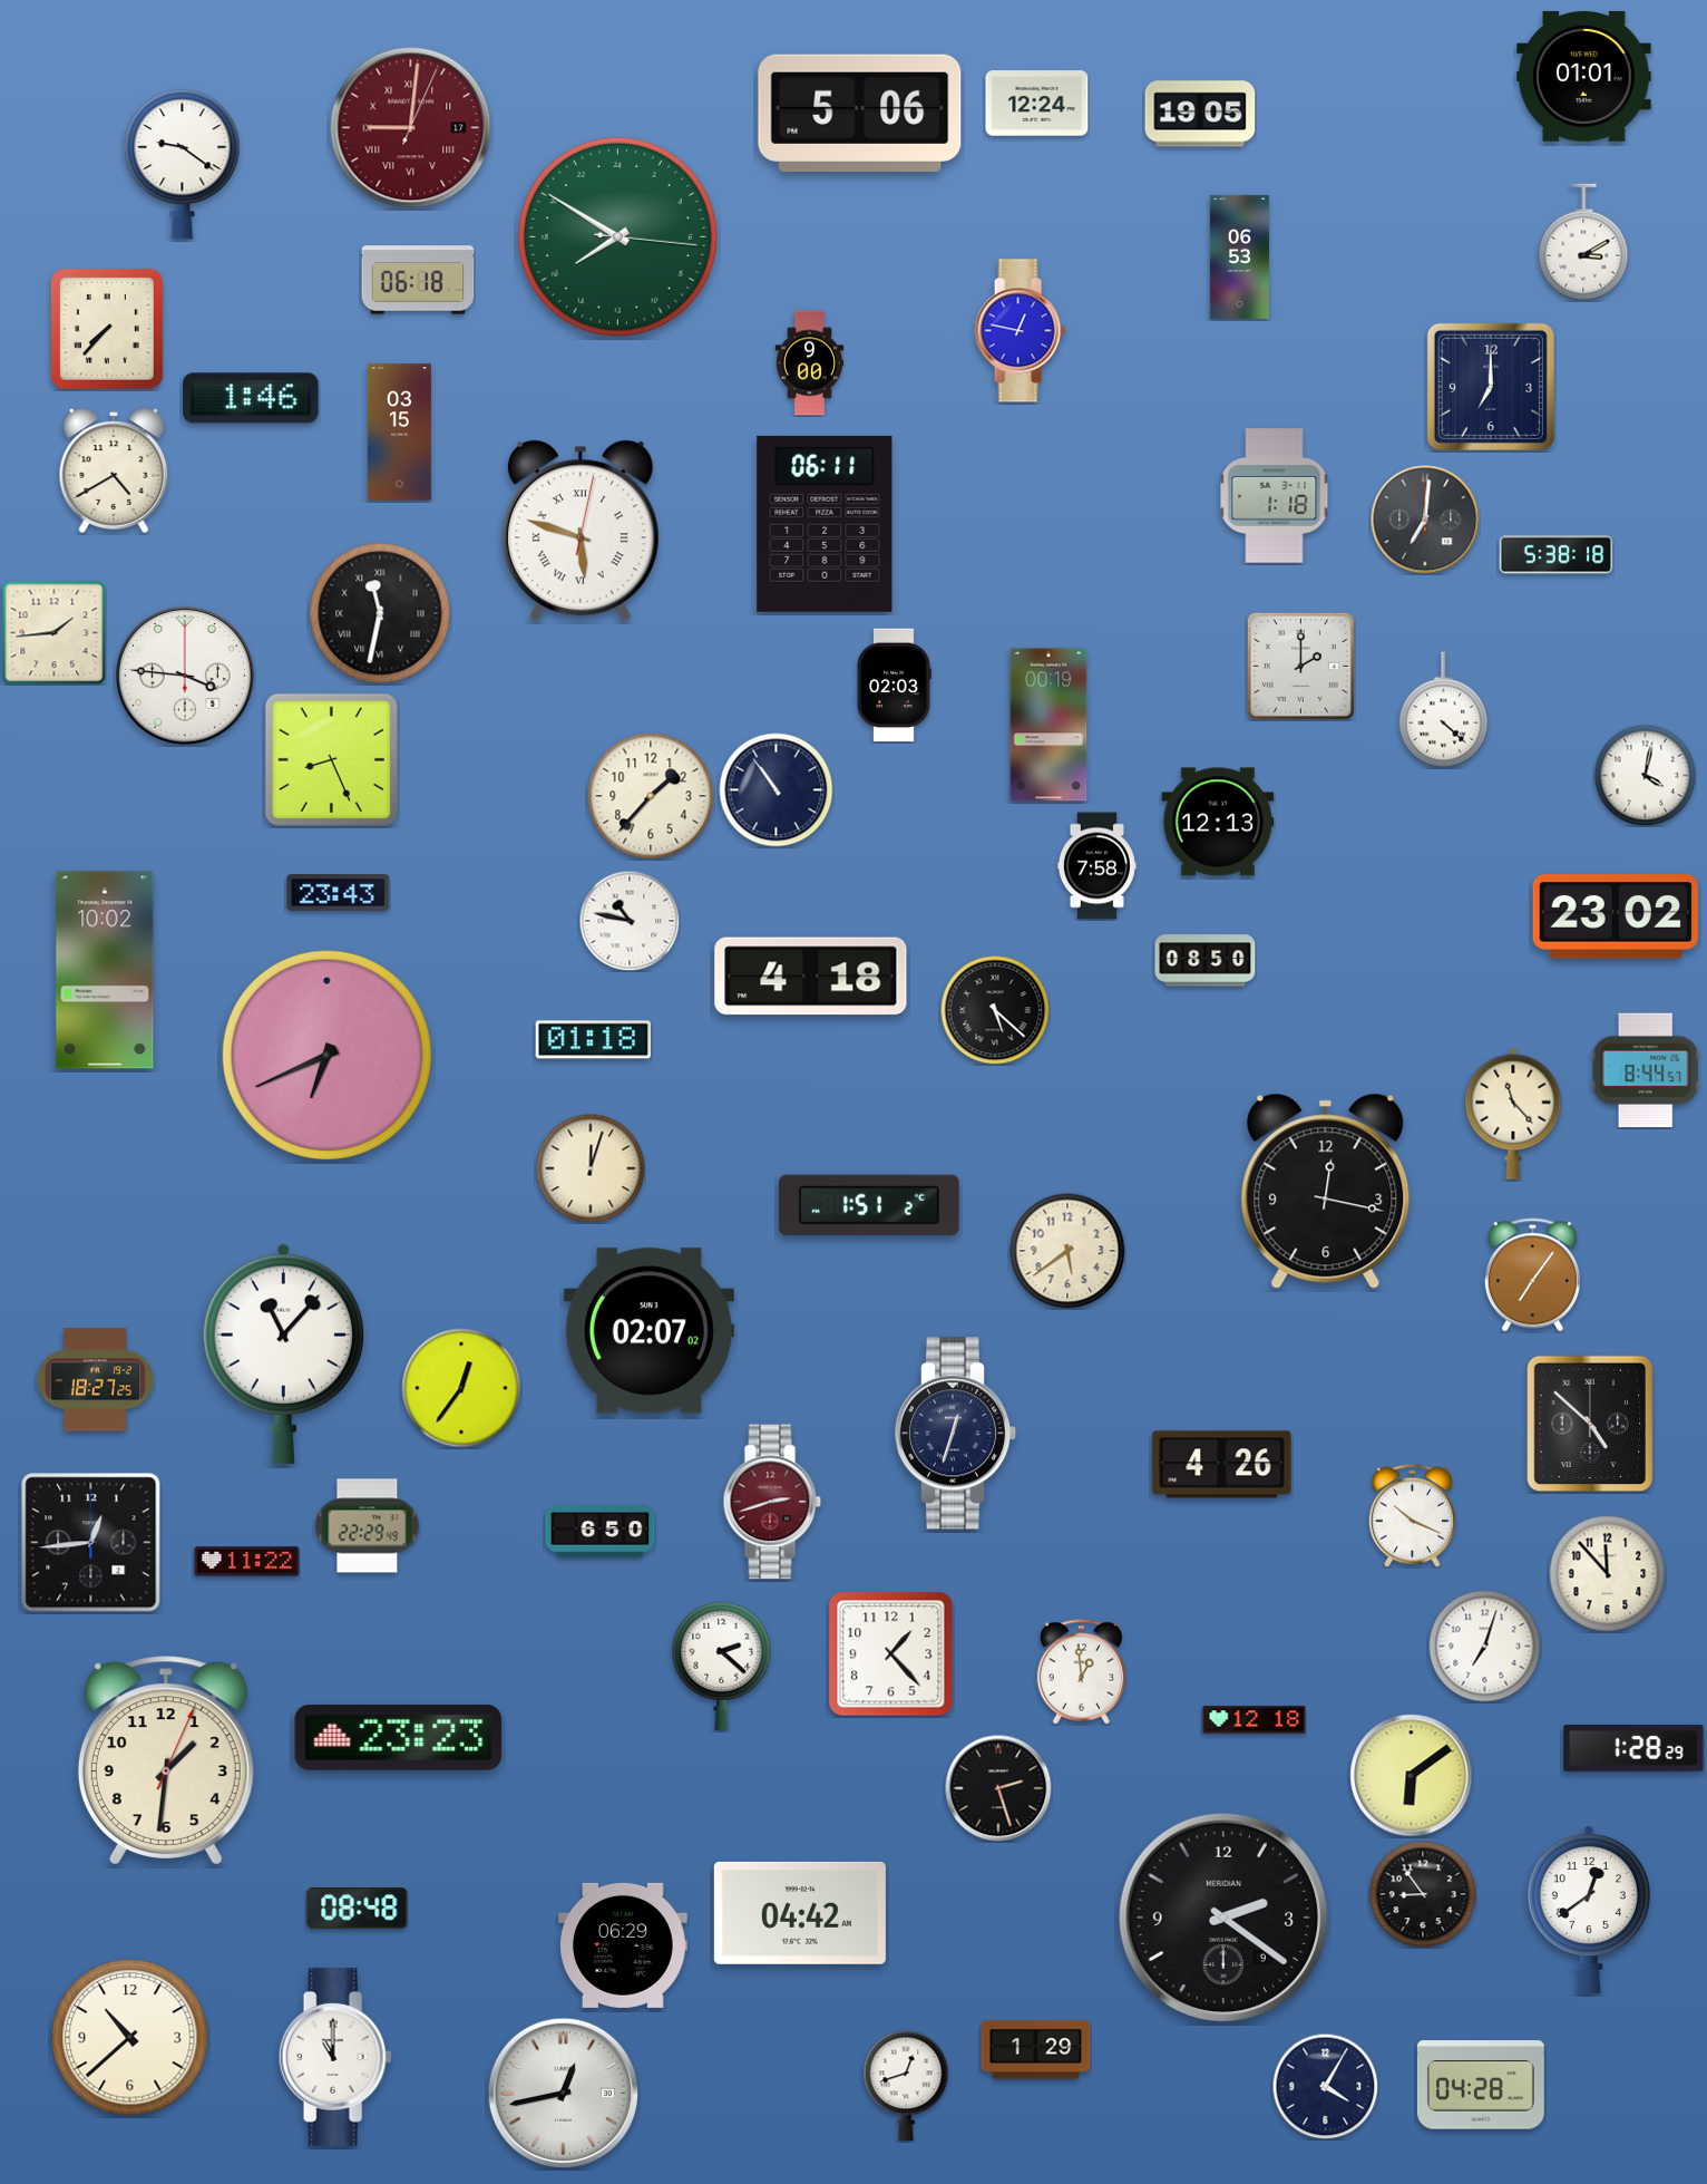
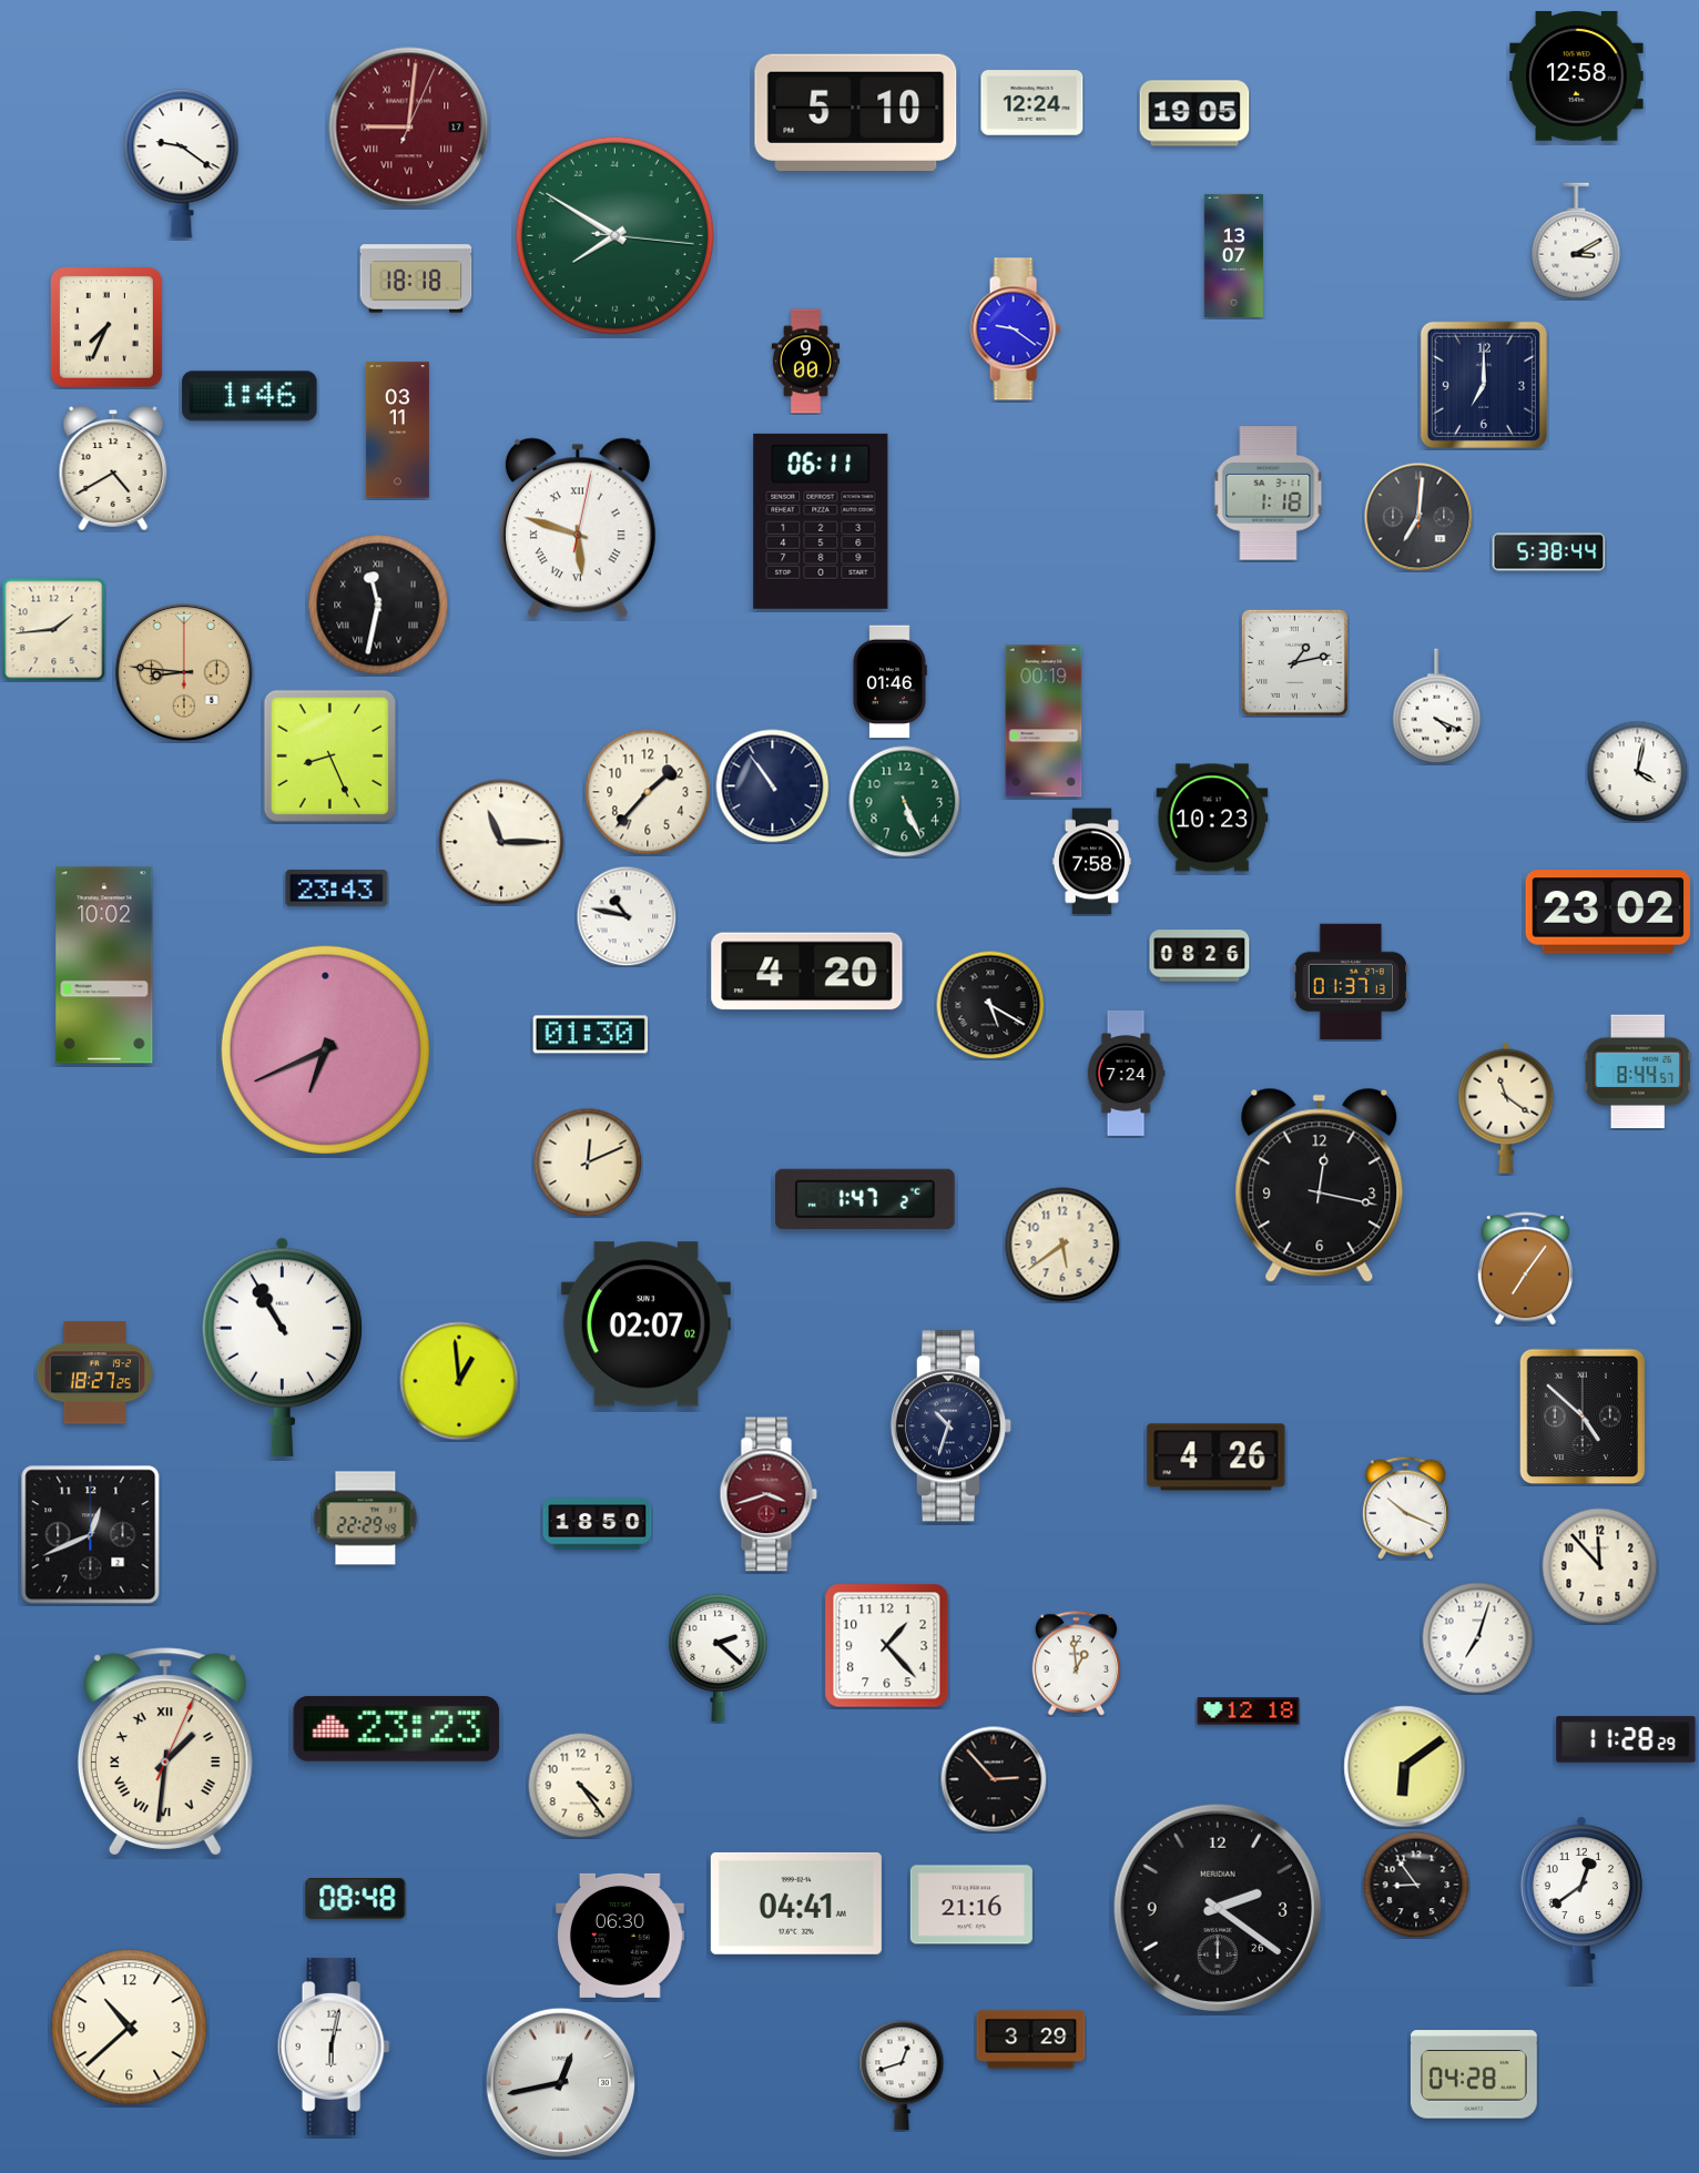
clock at (1584, 77): 01:01 -> 12:58
clock at (860, 113): 5:06 -> 5:10
clock at (1239, 256): 06:53 -> 13:07
clock at (418, 280): 06:18 -> 18:18
clock at (107, 329): 7:37 -> 7:34
clock at (1020, 331): 12:47 -> 9:21
clock at (399, 433): 03:15 -> 03:11
clock at (1557, 555): 5:38:18 -> 5:38:44
clock at (380, 613) position: (380, 613) -> (378, 605)
clock at (1300, 666): 2:00 -> 1:13
clock at (185, 676): 3:46 -> 8:46
clock at (185, 676) dial: white -> champagne
clock at (894, 686): 02:03 -> 01:46
clock at (1444, 710): 4:22 -> 4:19
clock at (905, 802): none -> 5:26
clock at (1218, 822): 12:13 -> 10:23
clock at (501, 842): none -> 11:15
clock at (1206, 961): 08:50 -> 08:26
clock at (811, 977): 4:18 -> 4:20
clock at (1351, 982): none -> 01:37
clock at (995, 1010): 5:22 -> 5:20
clock at (594, 1040): 01:18 -> 01:30
clock at (1646, 1070) position: (1646, 1070) -> (1638, 1072)
clock at (1126, 1073): none -> 7:24
clock at (1513, 1114): 11:23 -> 11:21
clock at (591, 1168): 12:03 -> 12:11
clock at (870, 1205): 1:51 -> 1:47
clock at (283, 1353): 11:07 -> 10:55
clock at (461, 1388): 12:36 -> 12:59
clock at (956, 1434): 12:33 -> 10:33
clock at (772, 1502): 2:42 -> 3:42
clock at (601, 1532): 6:50 -> 18:50
clock at (91, 1543): 12:44 -> 12:41
clock at (247, 1562): 11:22 -> none
clock at (1633, 1748): 1:28 -> 11:28
clock at (166, 1760) numerals: Arabic -> Roman
clock at (998, 1788): 2:27 -> 2:53
clock at (580, 1785): none -> 4:24
clock at (800, 1913): 04:42 -> 04:41
clock at (971, 1905): none -> 21:16
clock at (1223, 1918) date: 9 -> 26
clock at (624, 1945): 06:29 -> 06:30
clock at (1036, 2050): 1:29 -> 3:29
clock at (335, 2057): 11:00 -> 6:02
clock at (1325, 2086): 4:05 -> none
